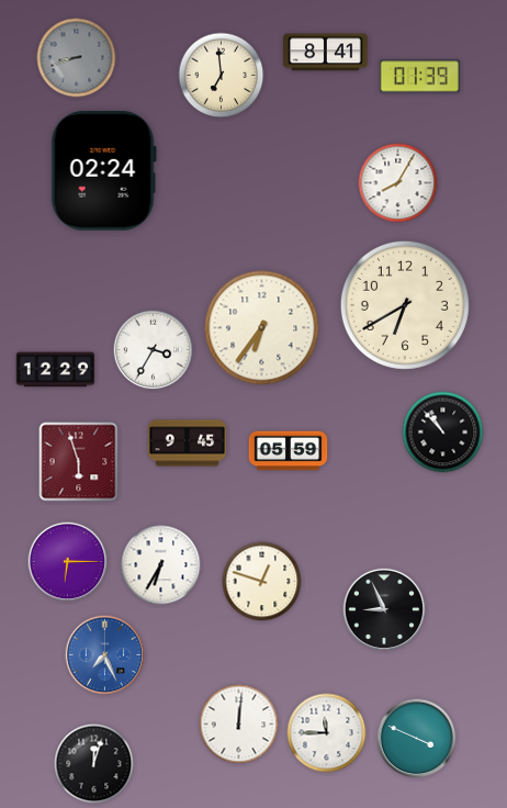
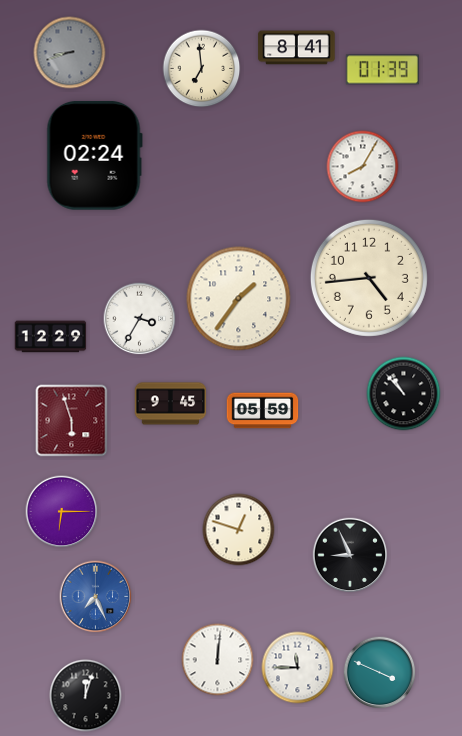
clock at (405, 305): 6:40 -> 4:44
clock at (262, 328): 6:36 -> 1:36
clock at (161, 565): 6:35 -> none
